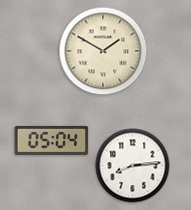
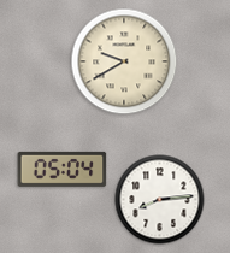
clock at (103, 51): 1:50 -> 9:40
